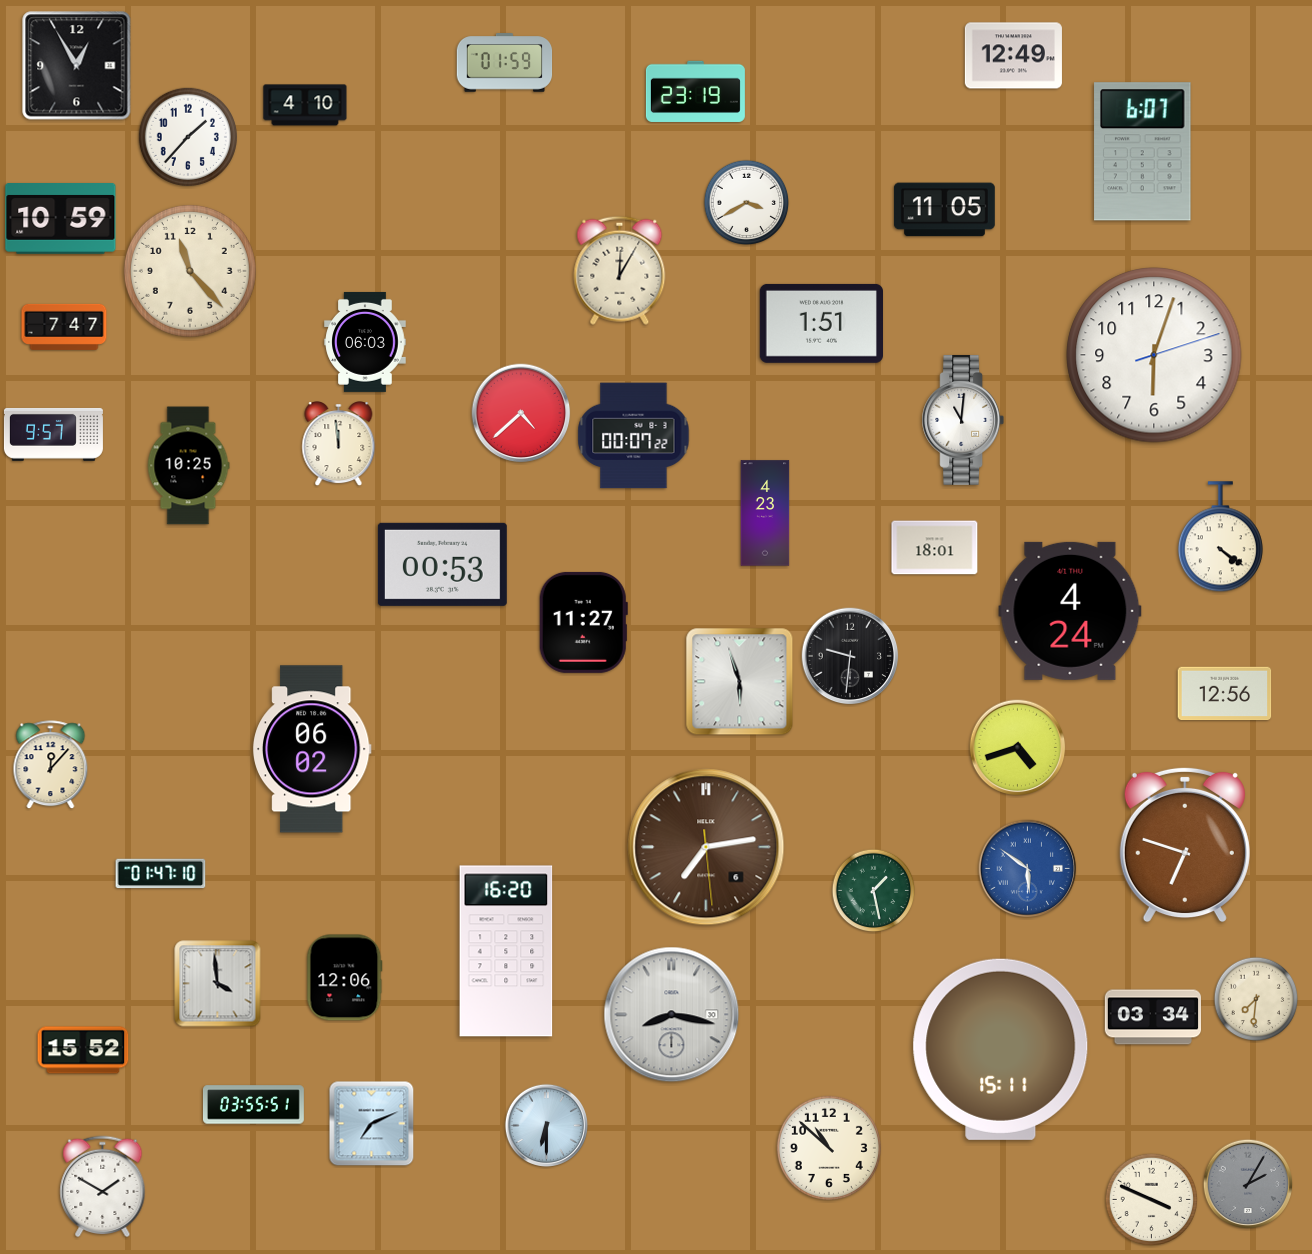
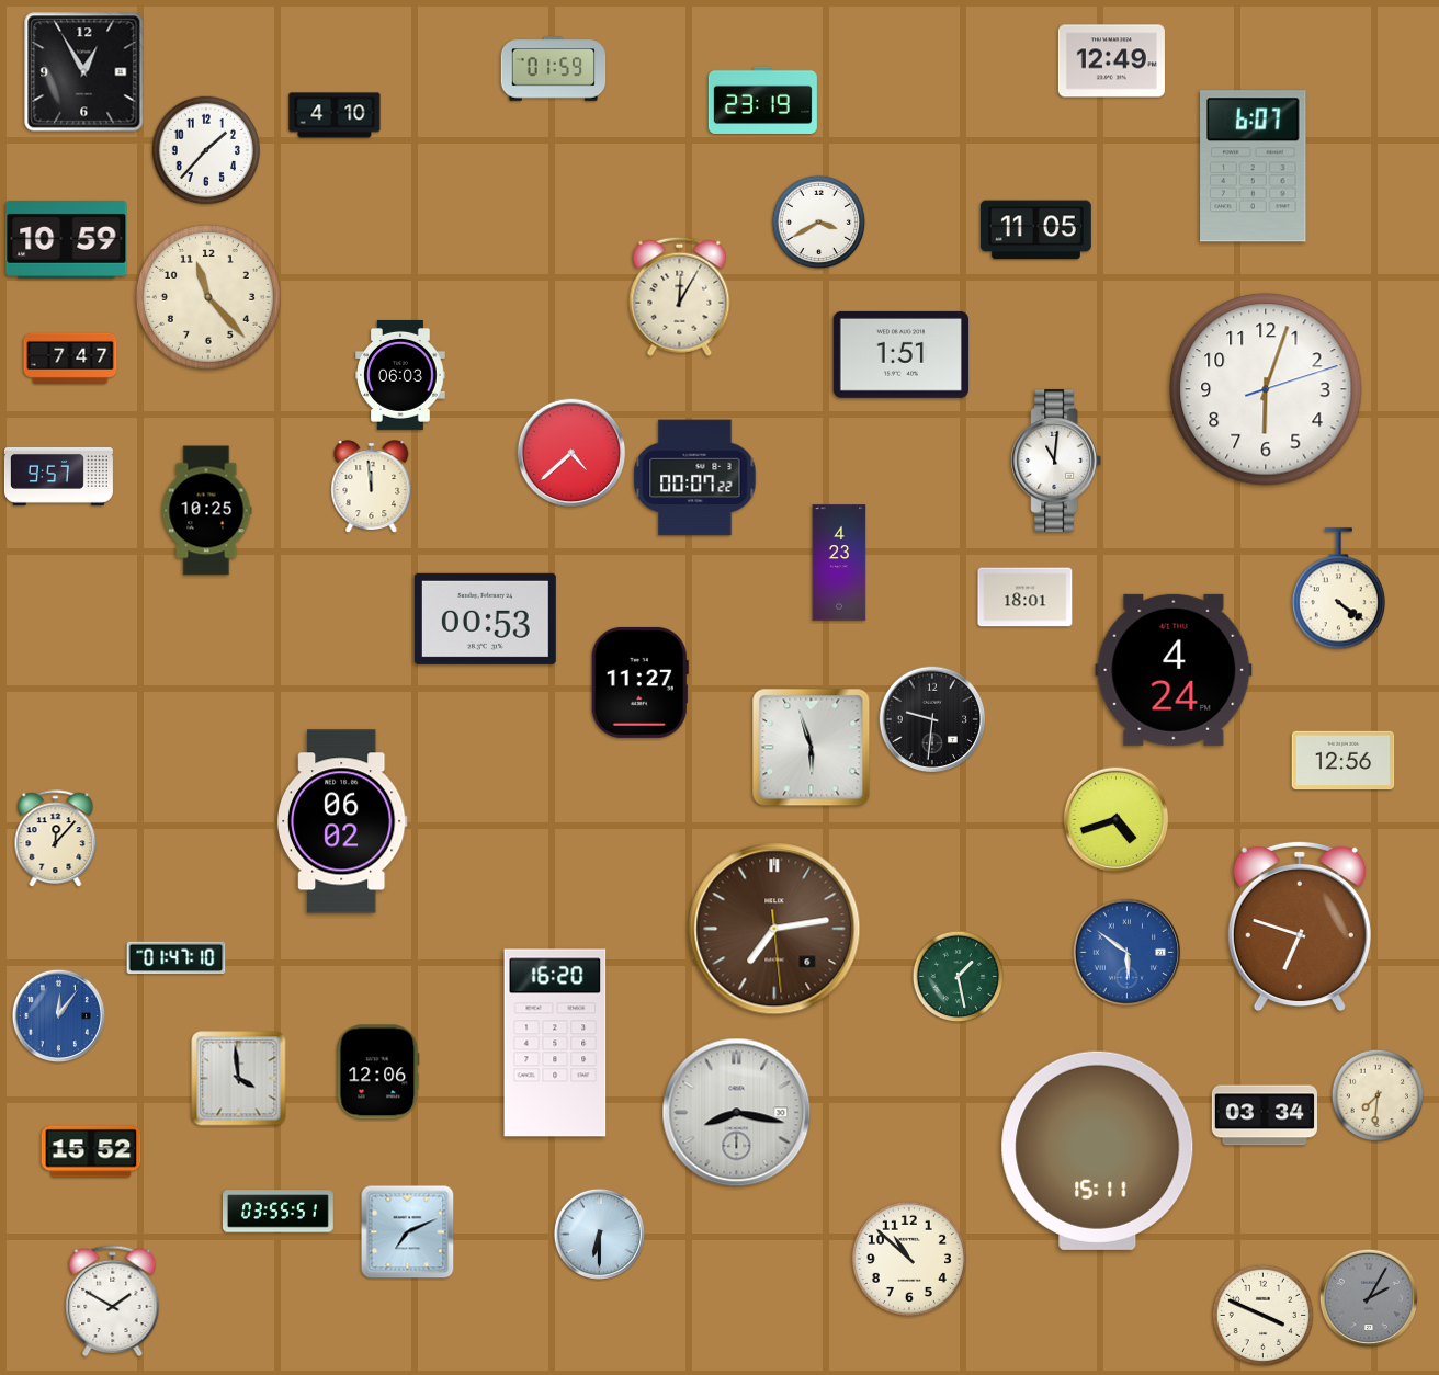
clock at (935, 548) position: (935, 548) -> (1026, 598)
clock at (58, 1015): none -> 12:06
